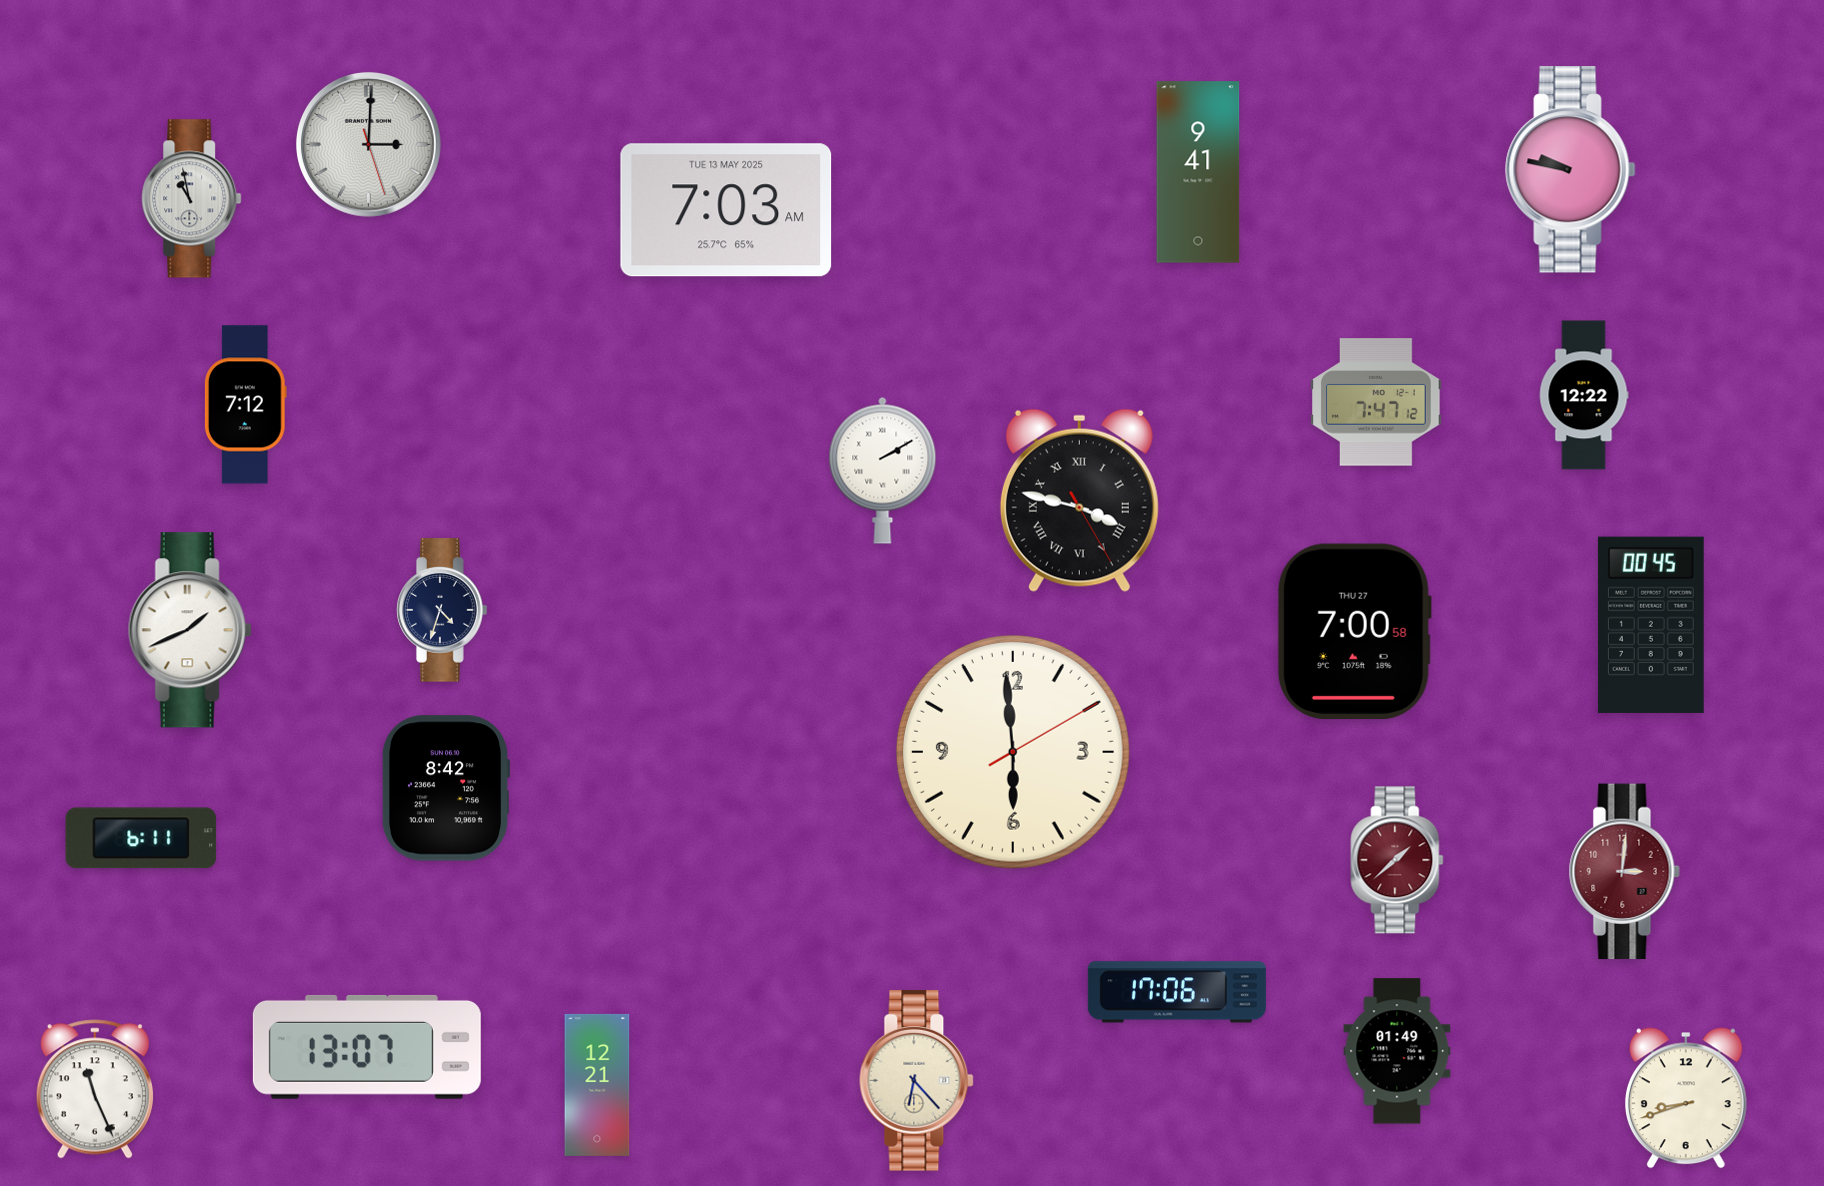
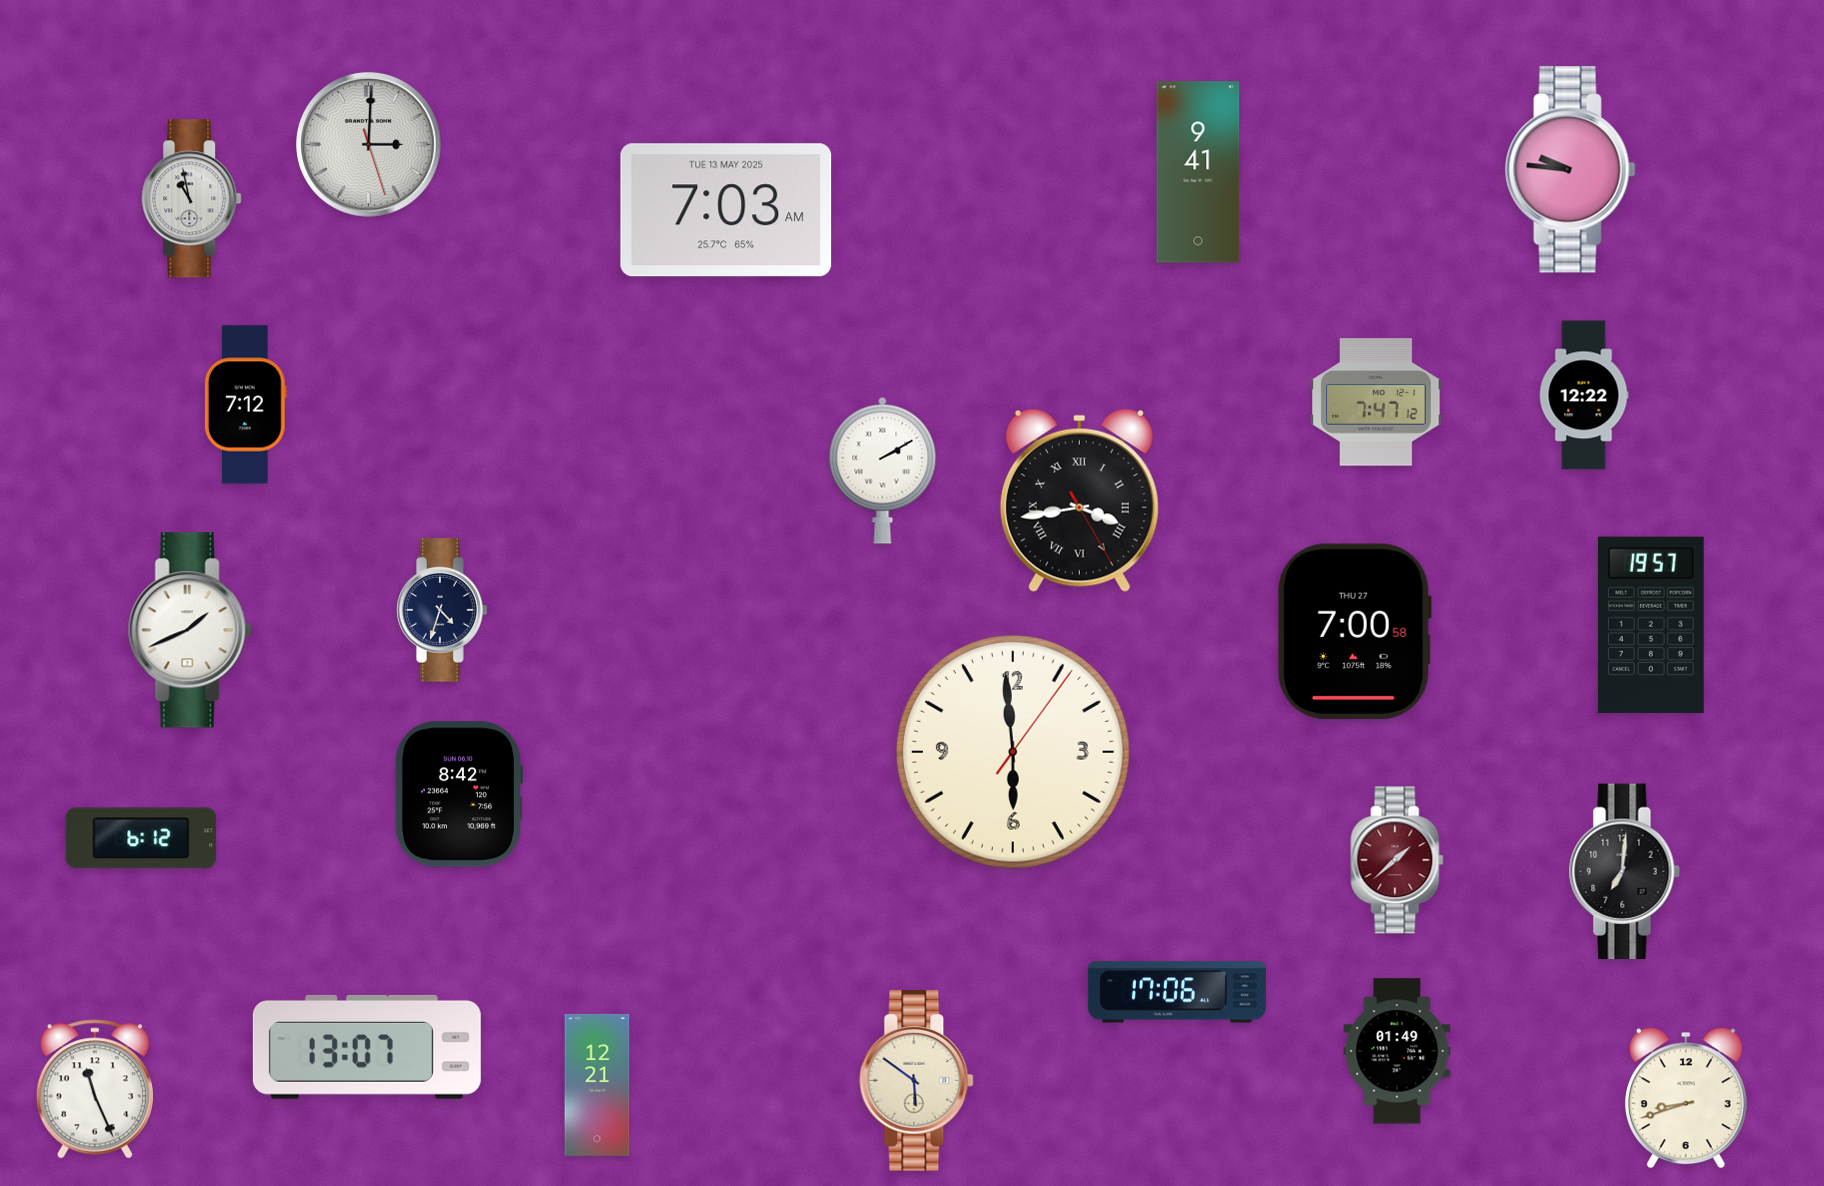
clock at (1571, 170): 9:47 -> 9:46
clock at (1079, 500): 3:47 -> 3:43
clock at (1651, 625): 00:45 -> 19:57
clock at (1013, 752): 5:59:10 -> 5:59:06
clock at (445, 788) position: (445, 788) -> (458, 794)
clock at (141, 838): 6:11 -> 6:12
clock at (1624, 872): 3:01 -> 7:01
clock at (1624, 872) dial: burgundy -> black
clock at (917, 1081): 6:23 -> 5:51
